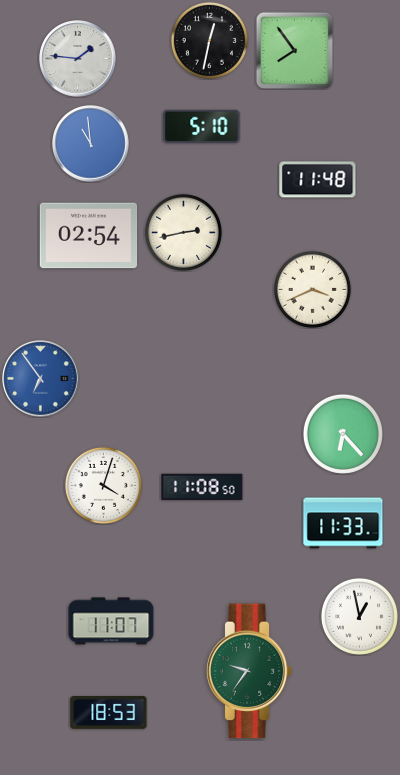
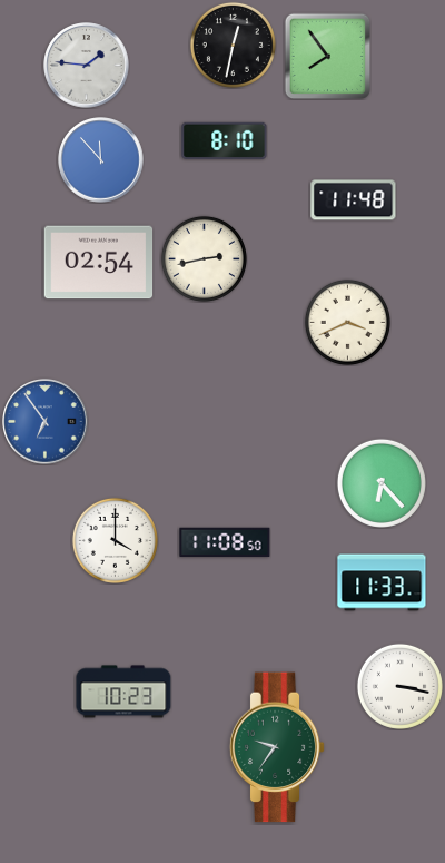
clock at (202, 126): 5:10 -> 8:10
clock at (91, 144): 10:59 -> 11:53
clock at (103, 485): 4:03 -> 4:00
clock at (359, 616): 12:58 -> 3:17
clock at (111, 621): 11:07 -> 10:23
clock at (109, 713): 18:53 -> none
